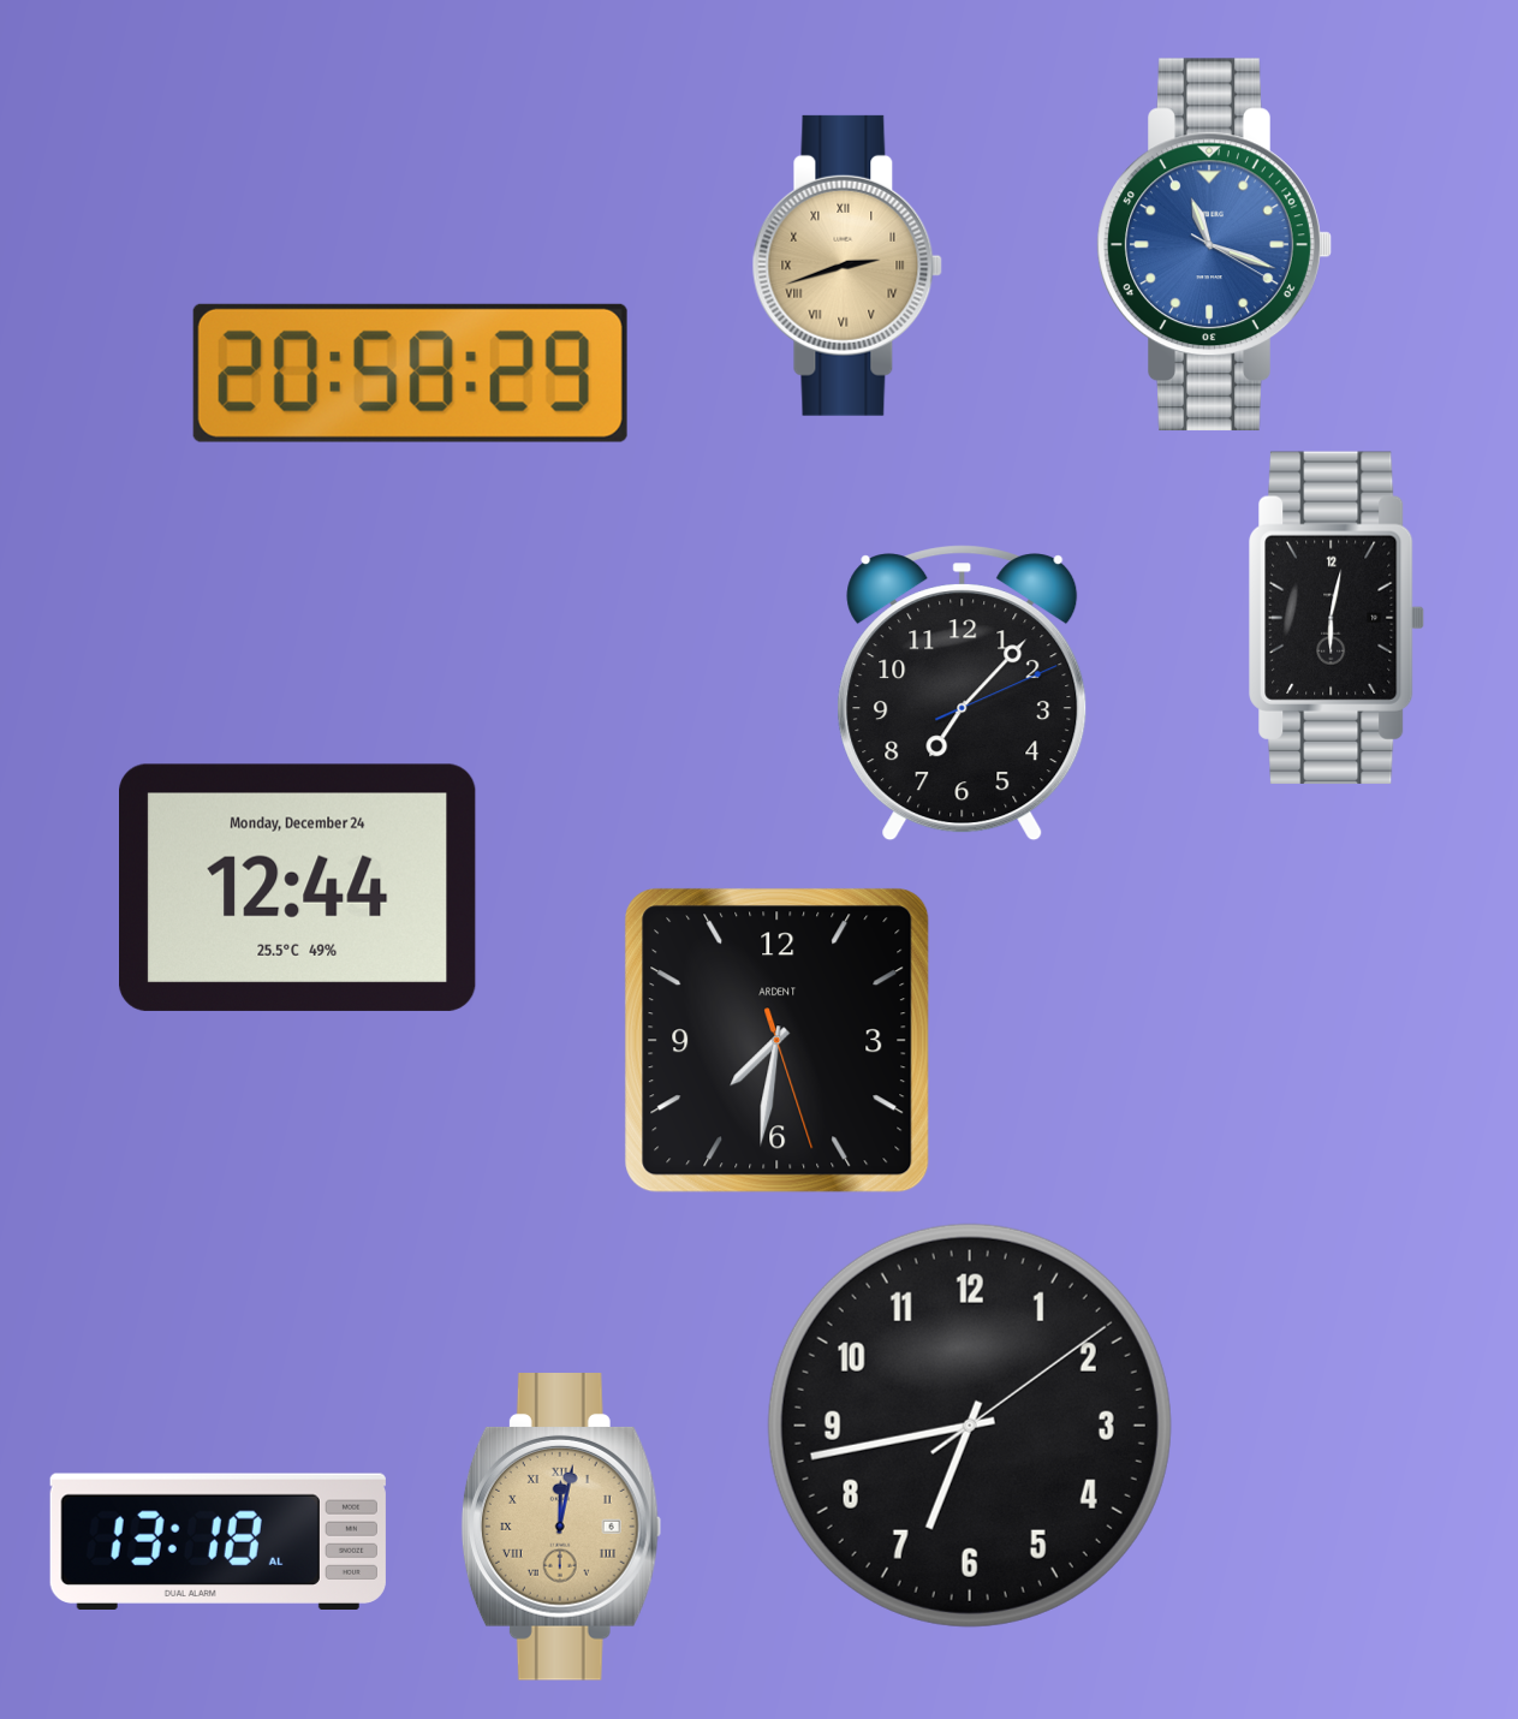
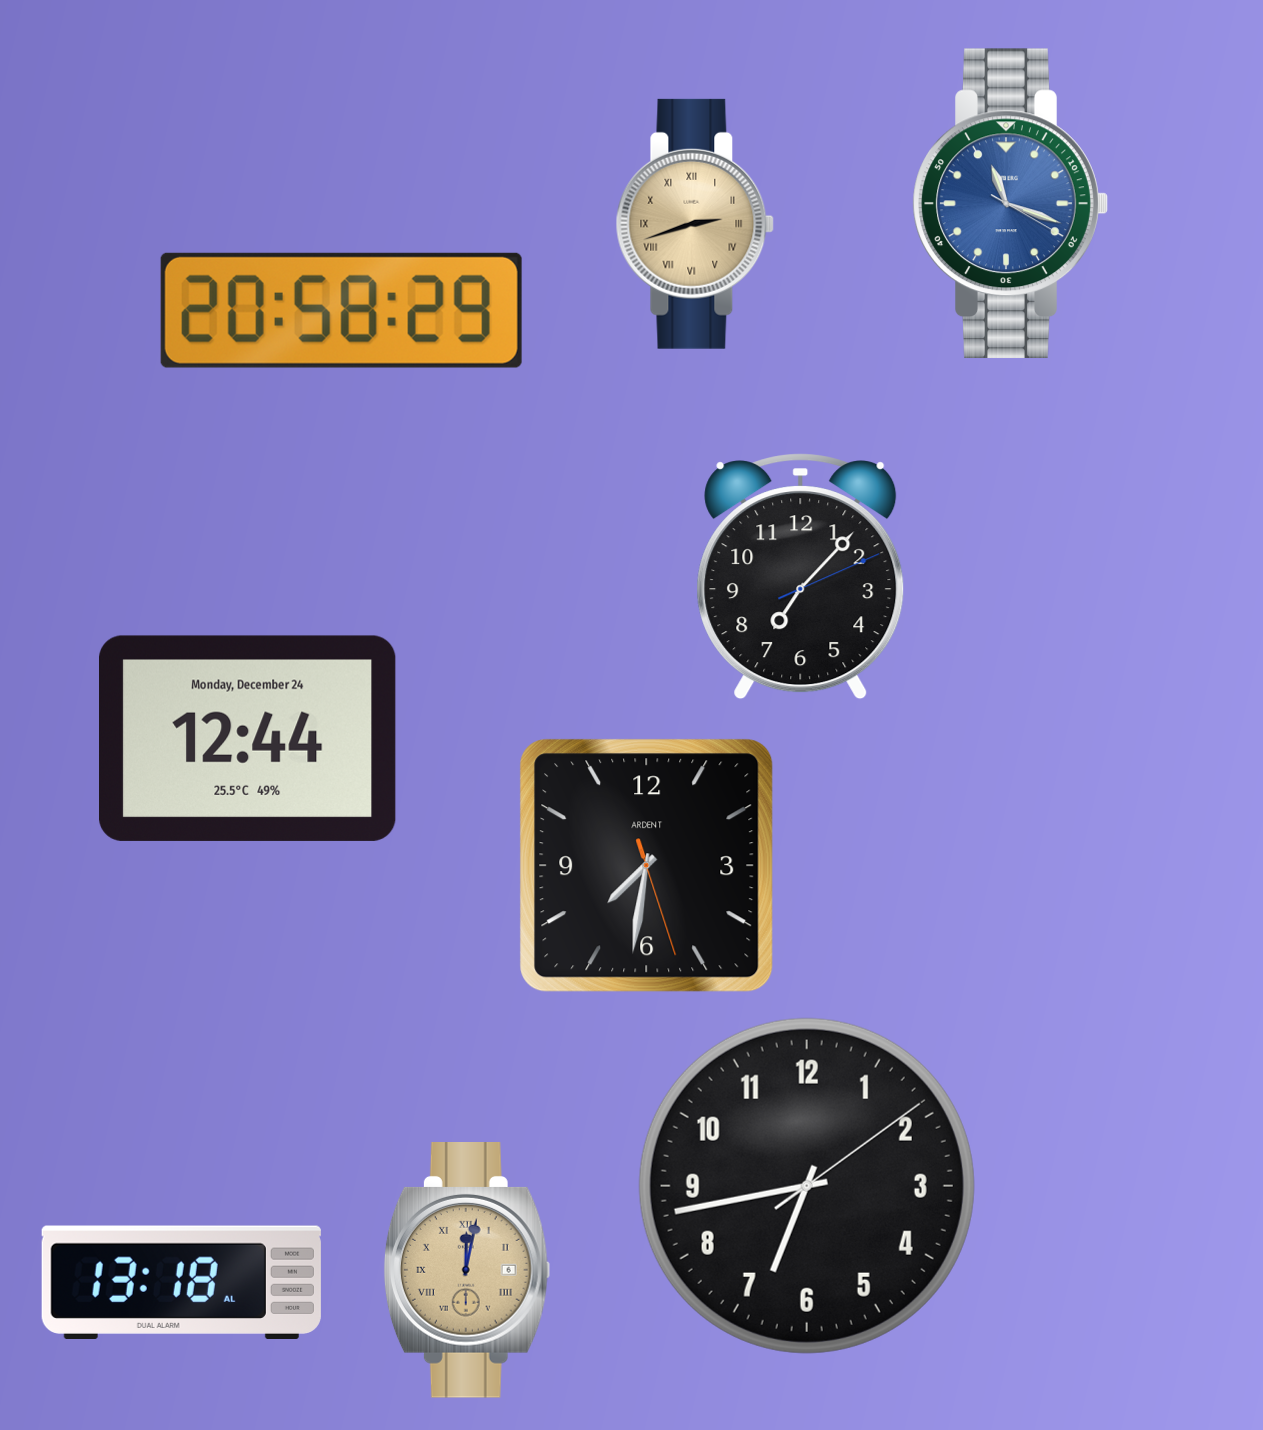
clock at (847, 266) position: (847, 266) -> (695, 224)
clock at (1338, 618): 6:02 -> none
